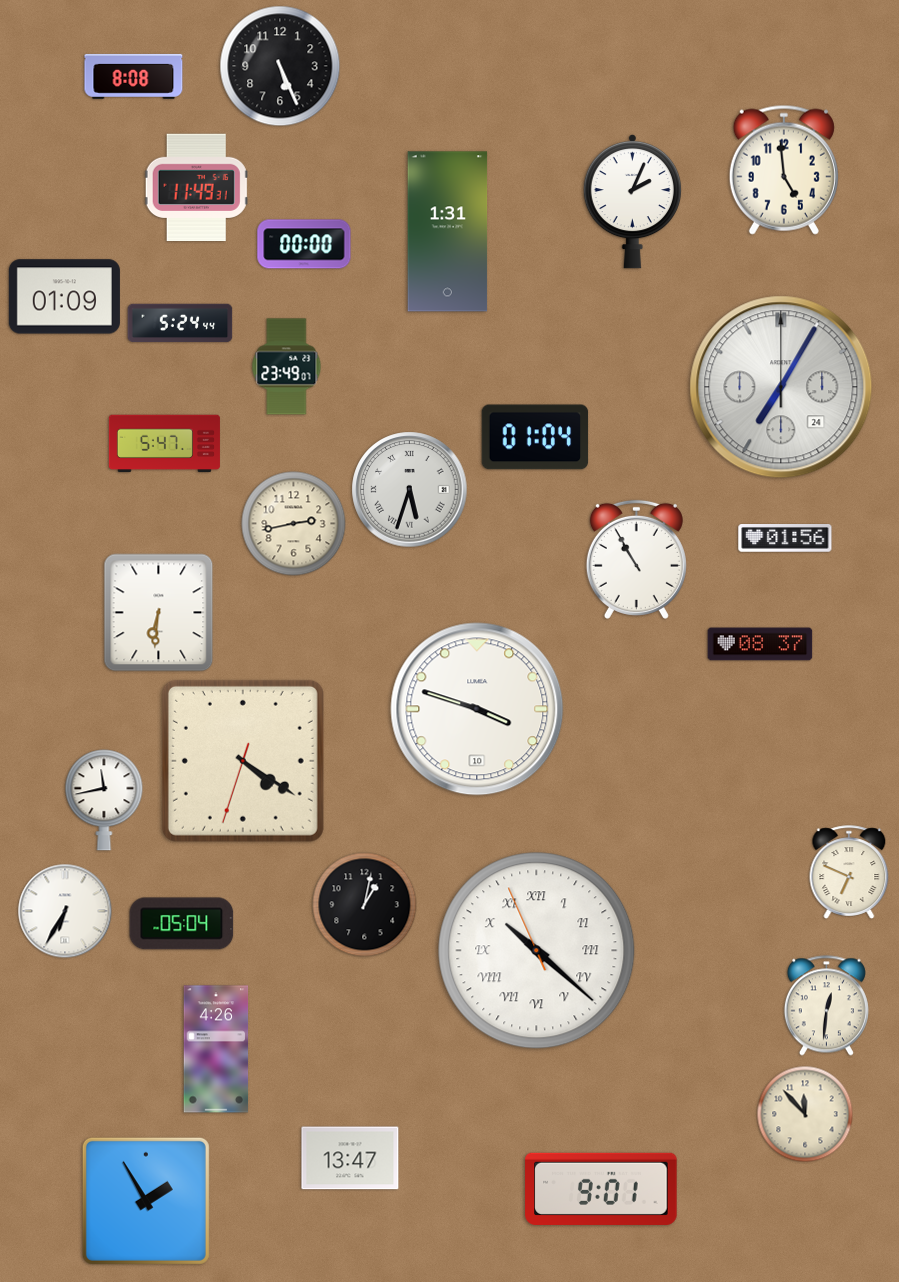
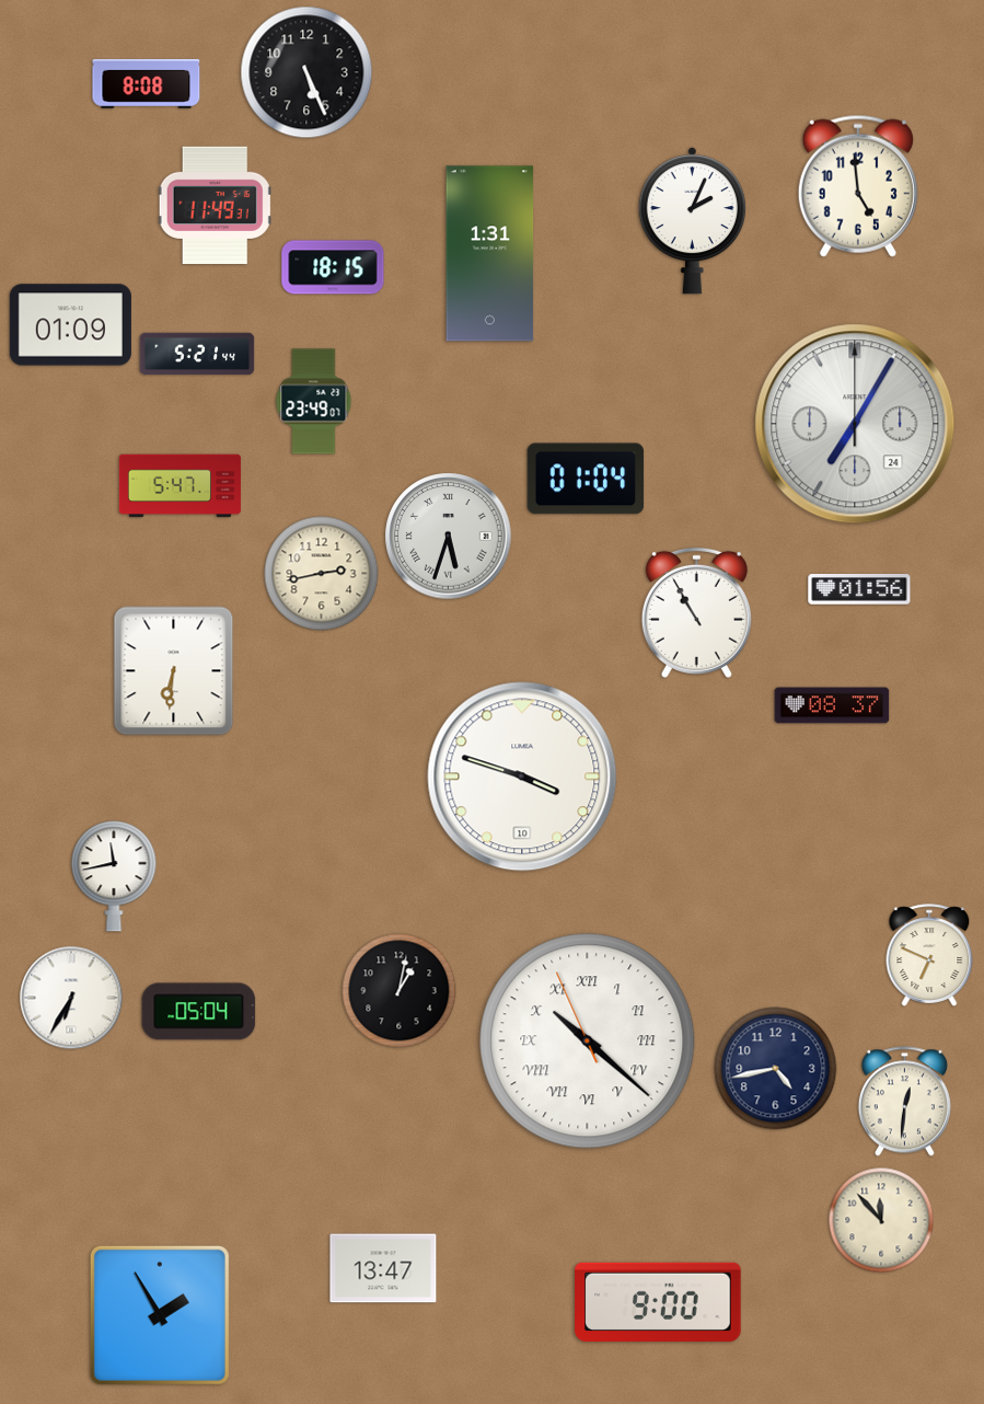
clock at (304, 244): 00:00 -> 18:15
clock at (180, 323): 5:24 -> 5:21
clock at (243, 761): 4:20 -> none
clock at (776, 1069): none -> 4:43
clock at (216, 1049): 4:26 -> none
clock at (601, 1189): 9:01 -> 9:00
